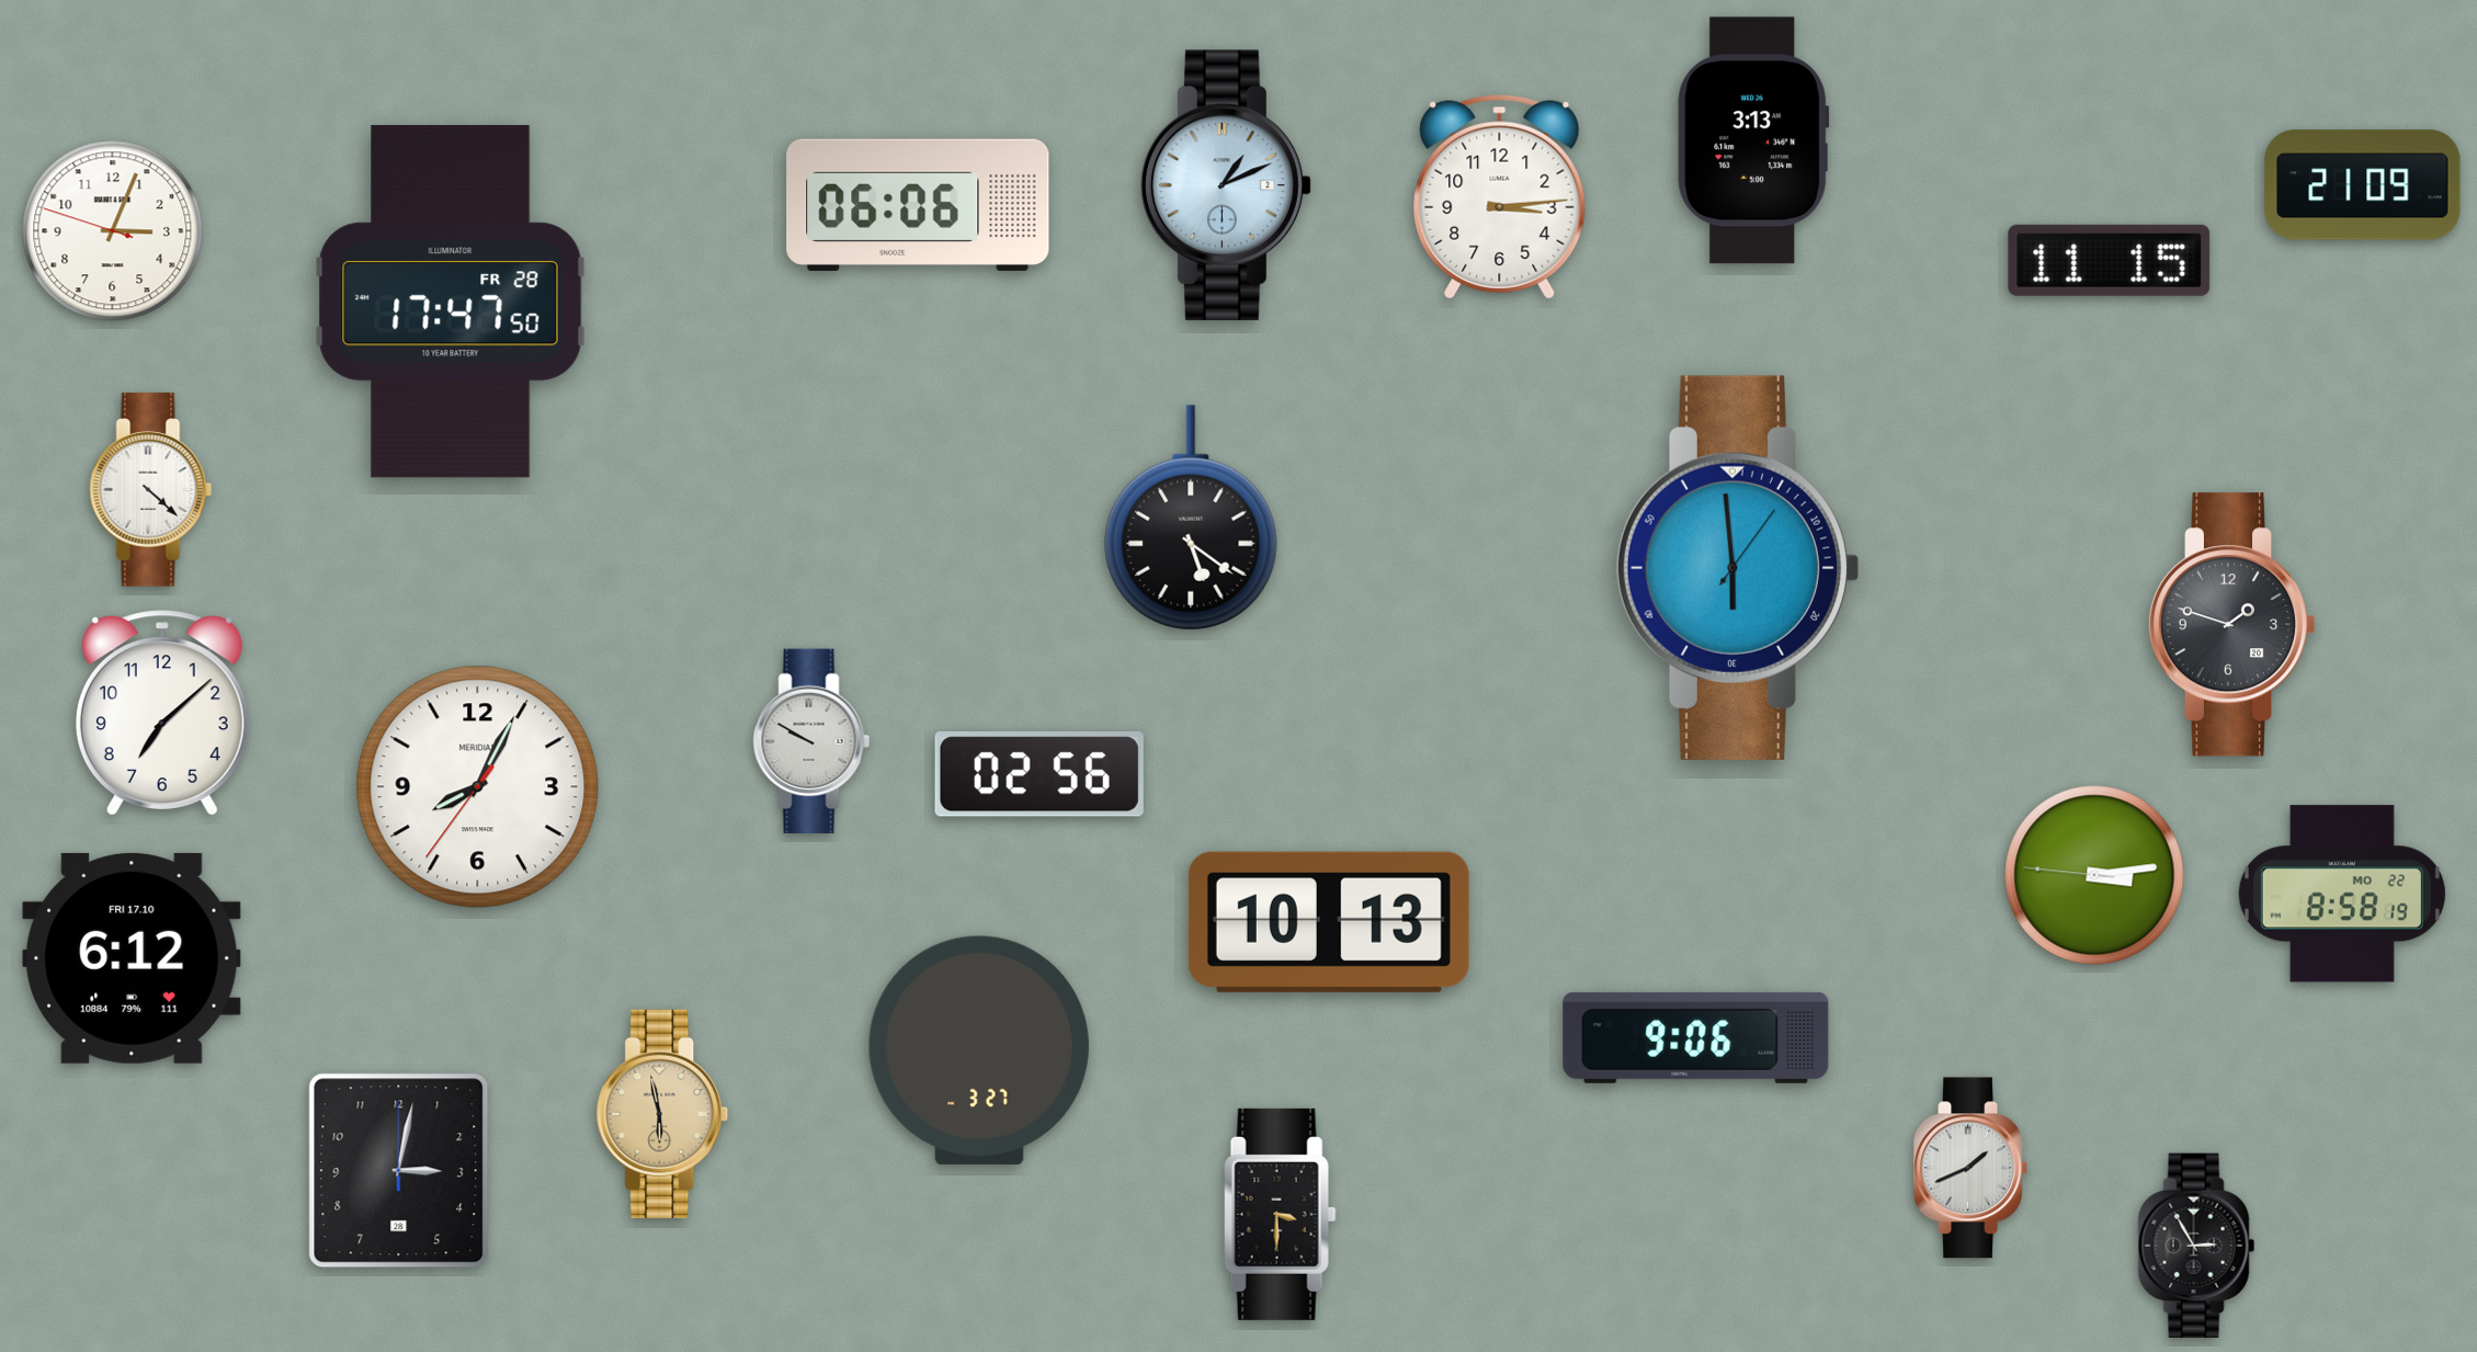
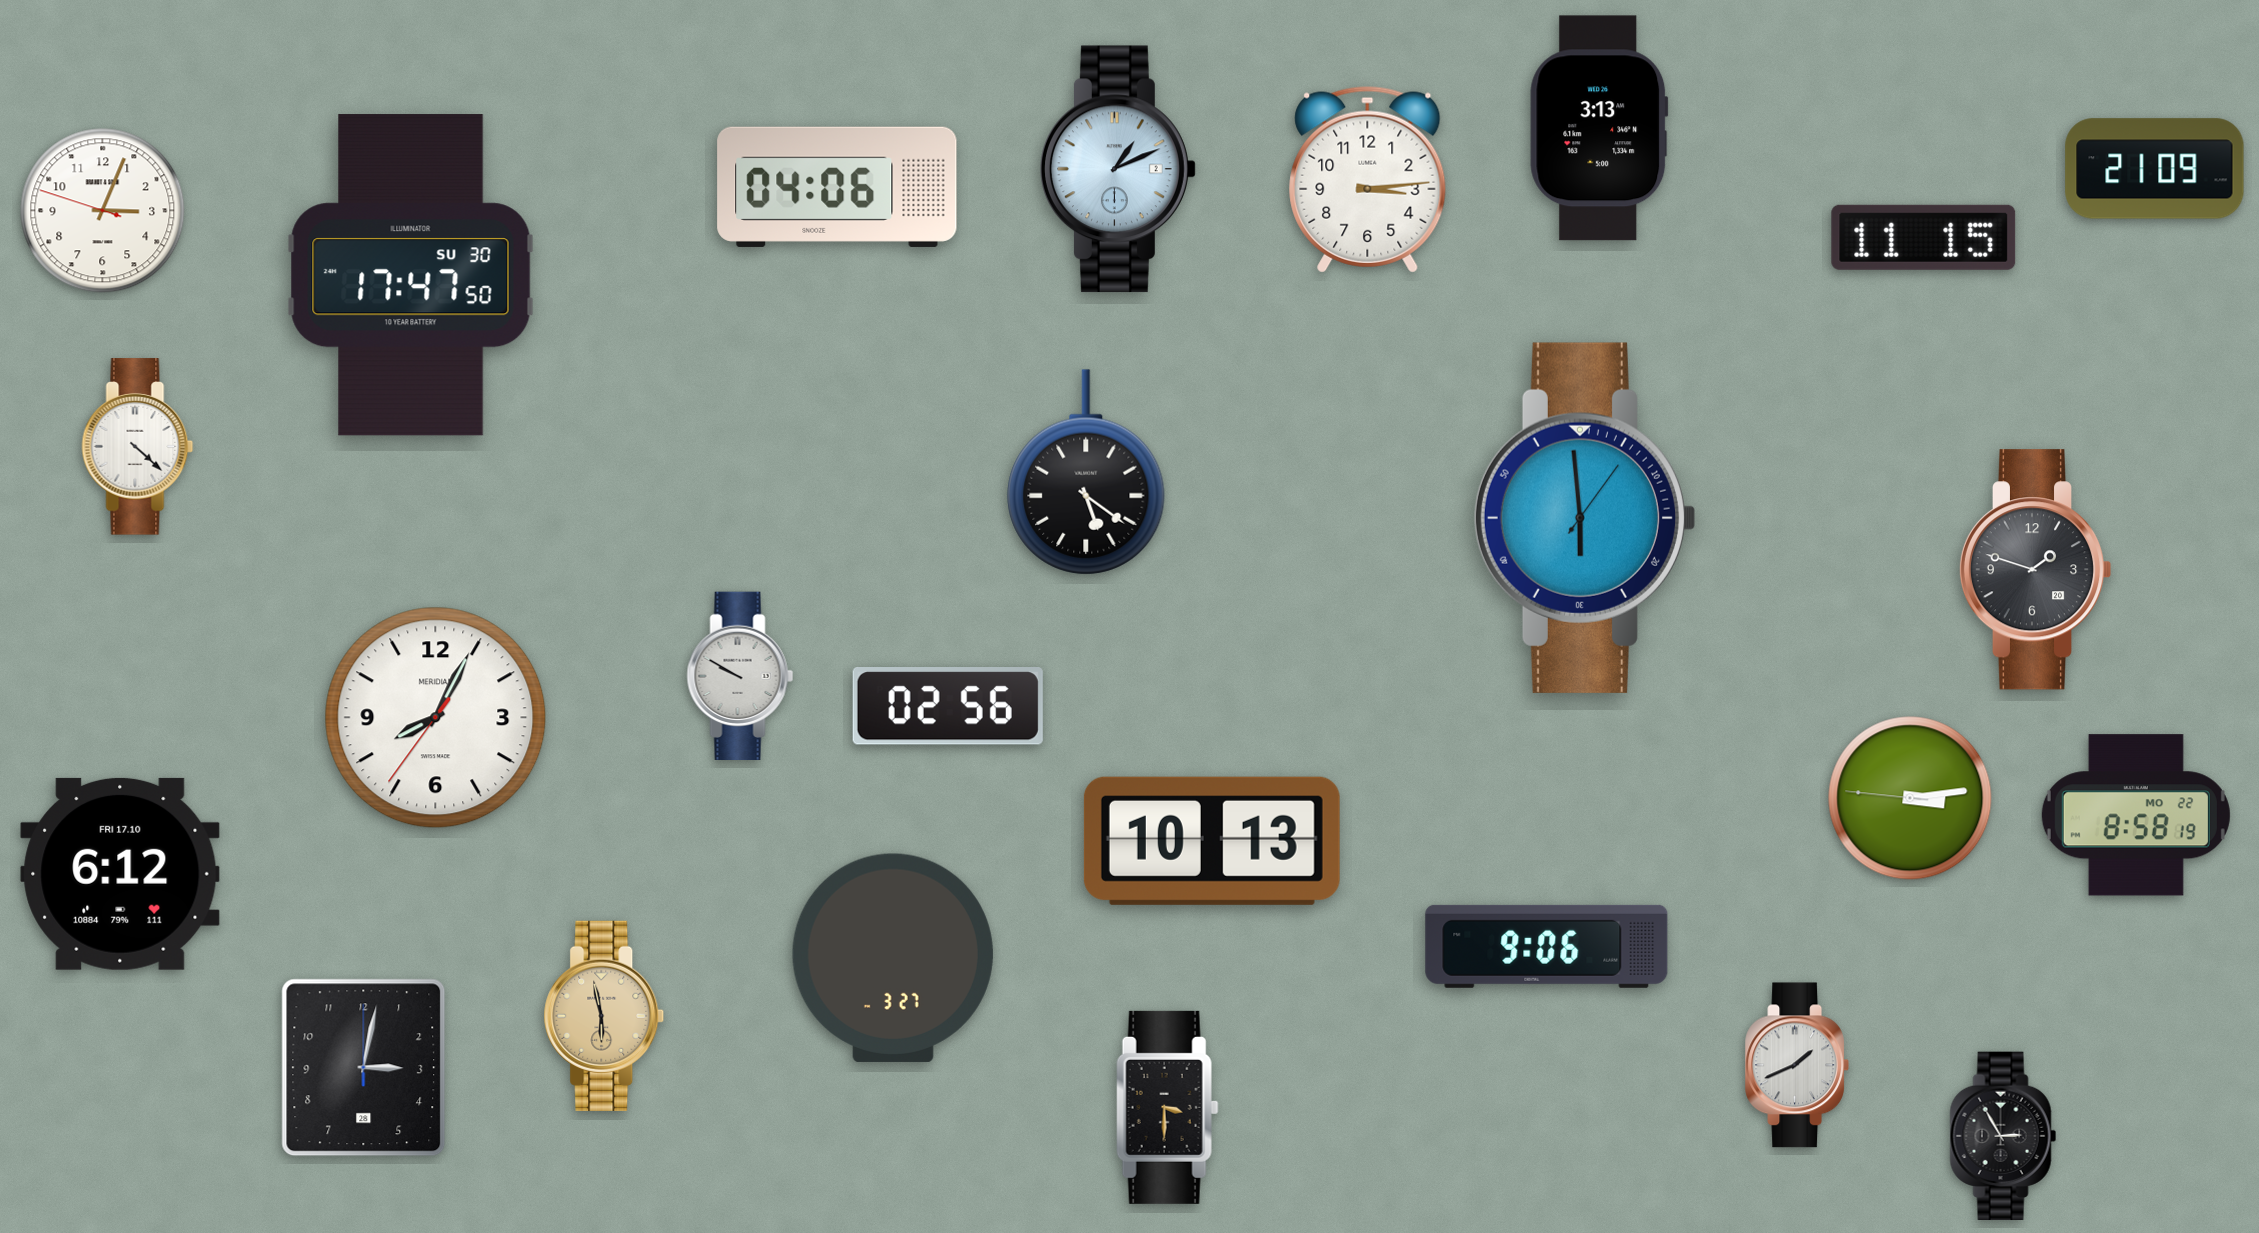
clock at (918, 205): 06:06 -> 04:06
clock at (451, 302) date: FR 28 -> SU 30
clock at (162, 713): 7:08 -> none
